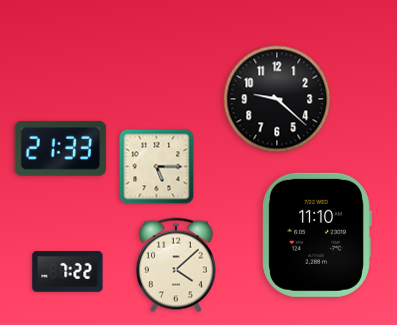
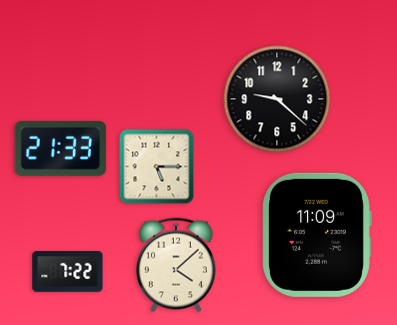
clock at (317, 235): 11:10 -> 11:09
